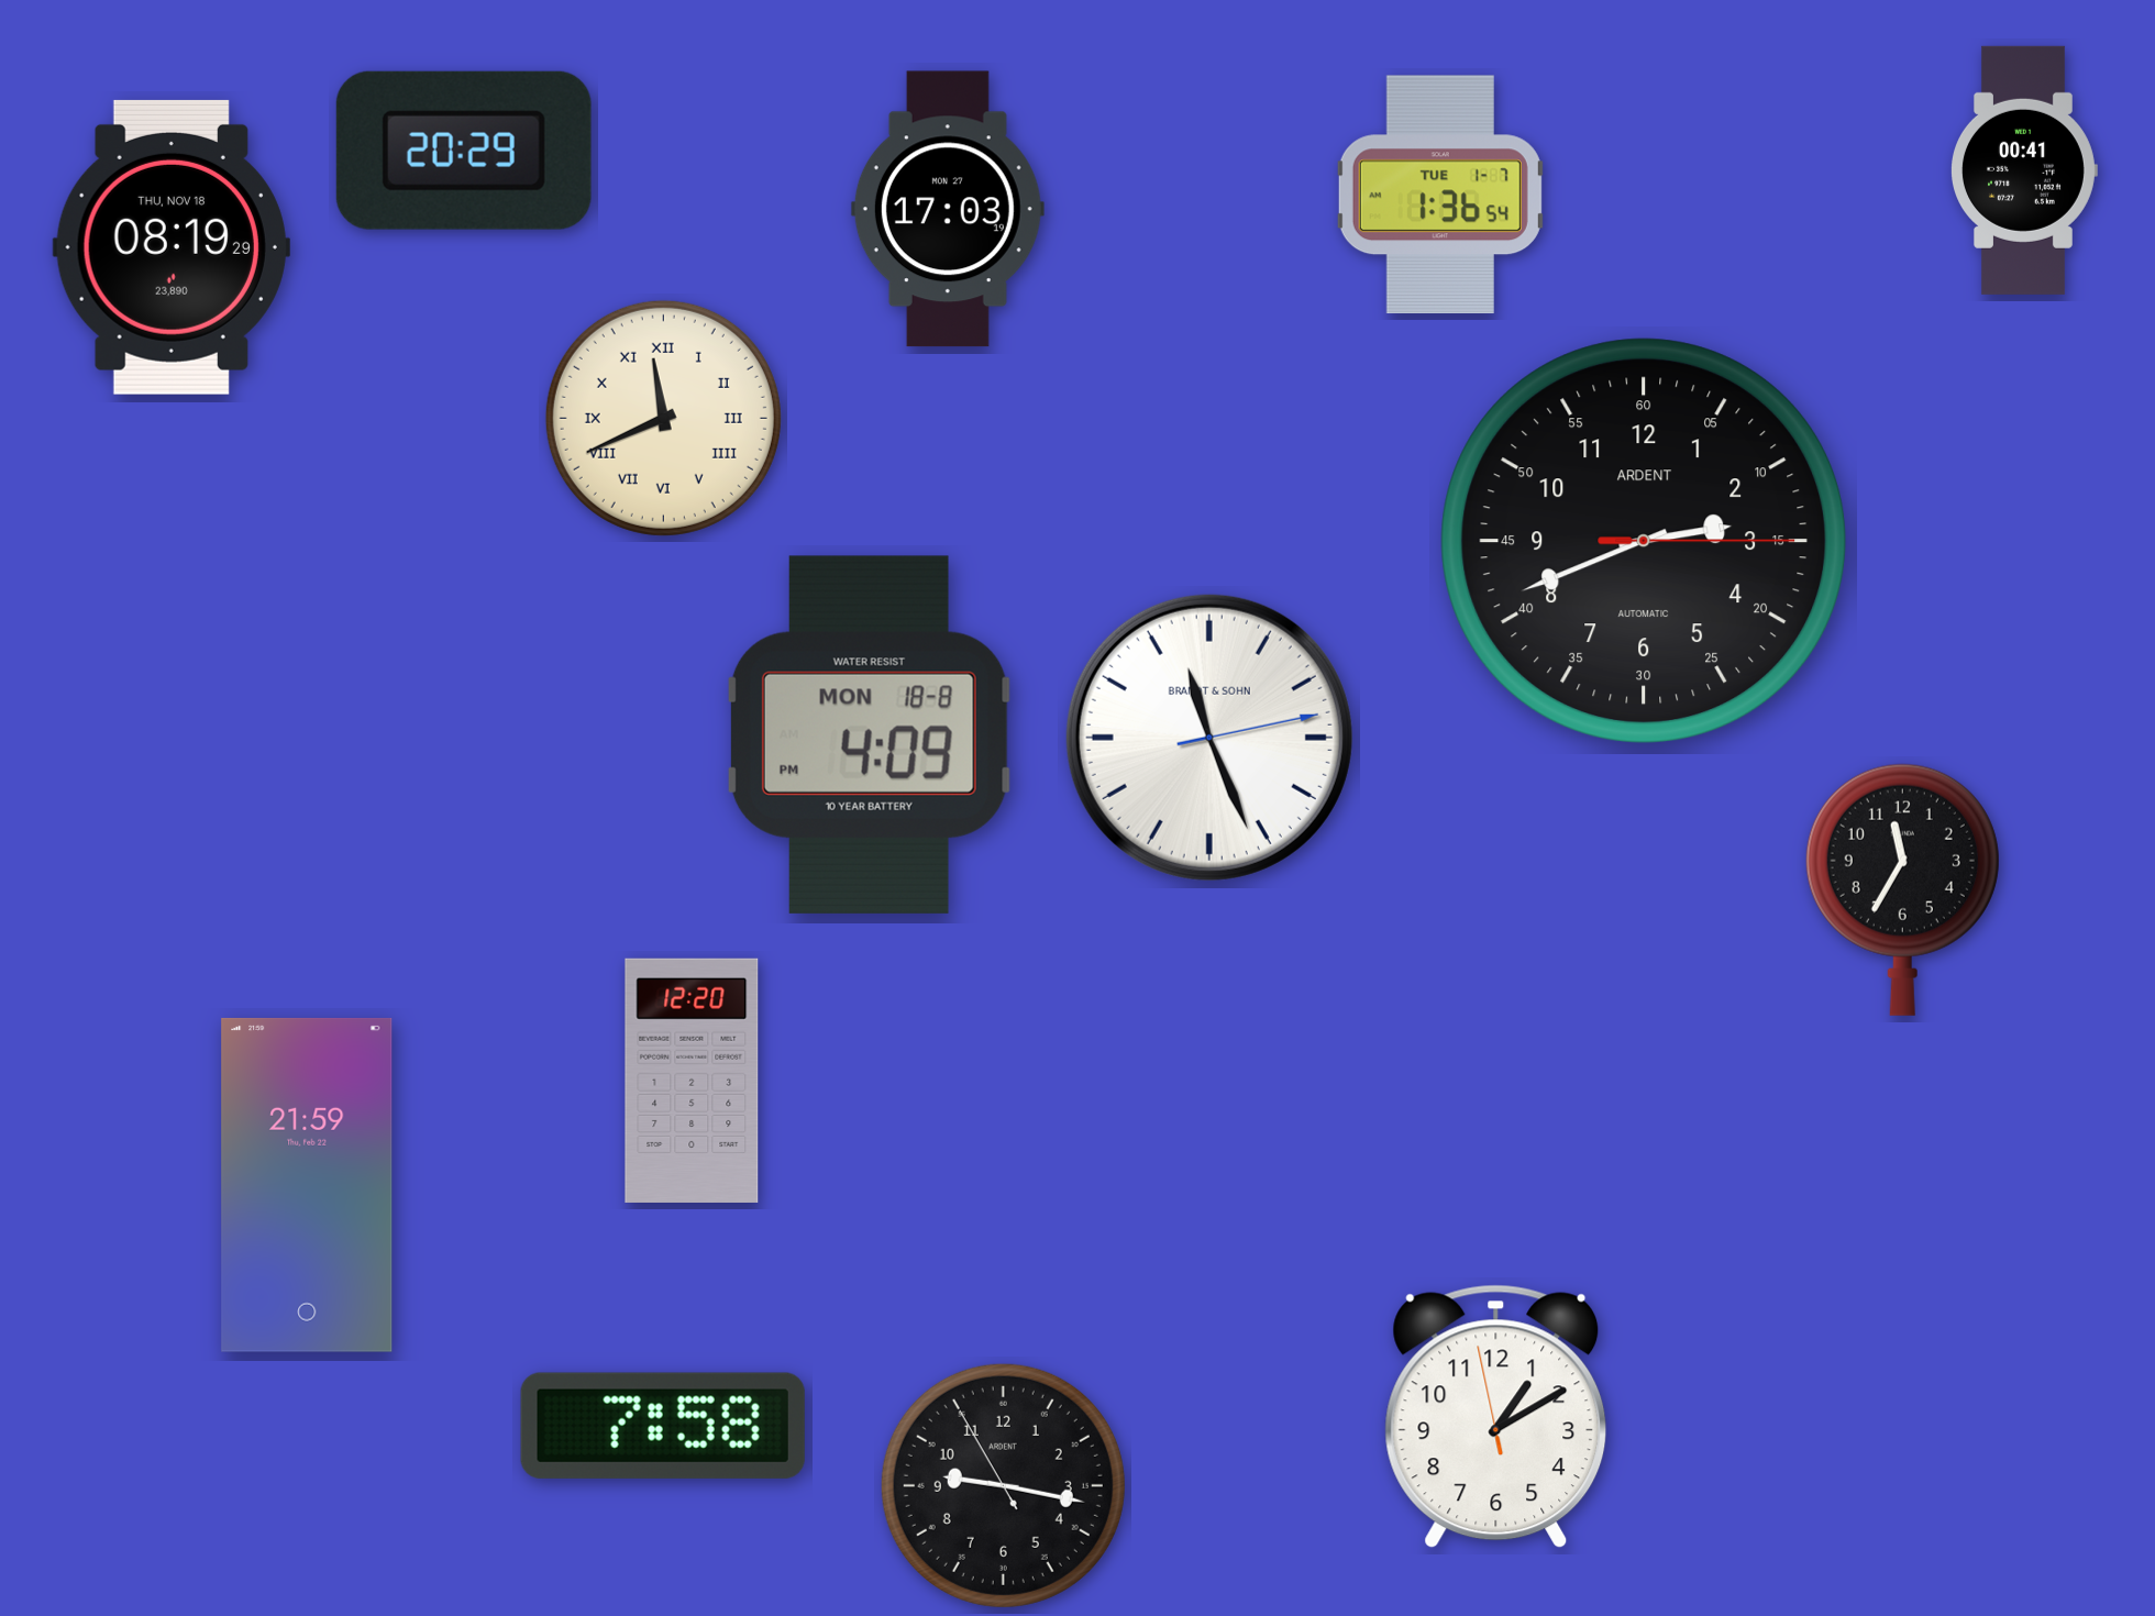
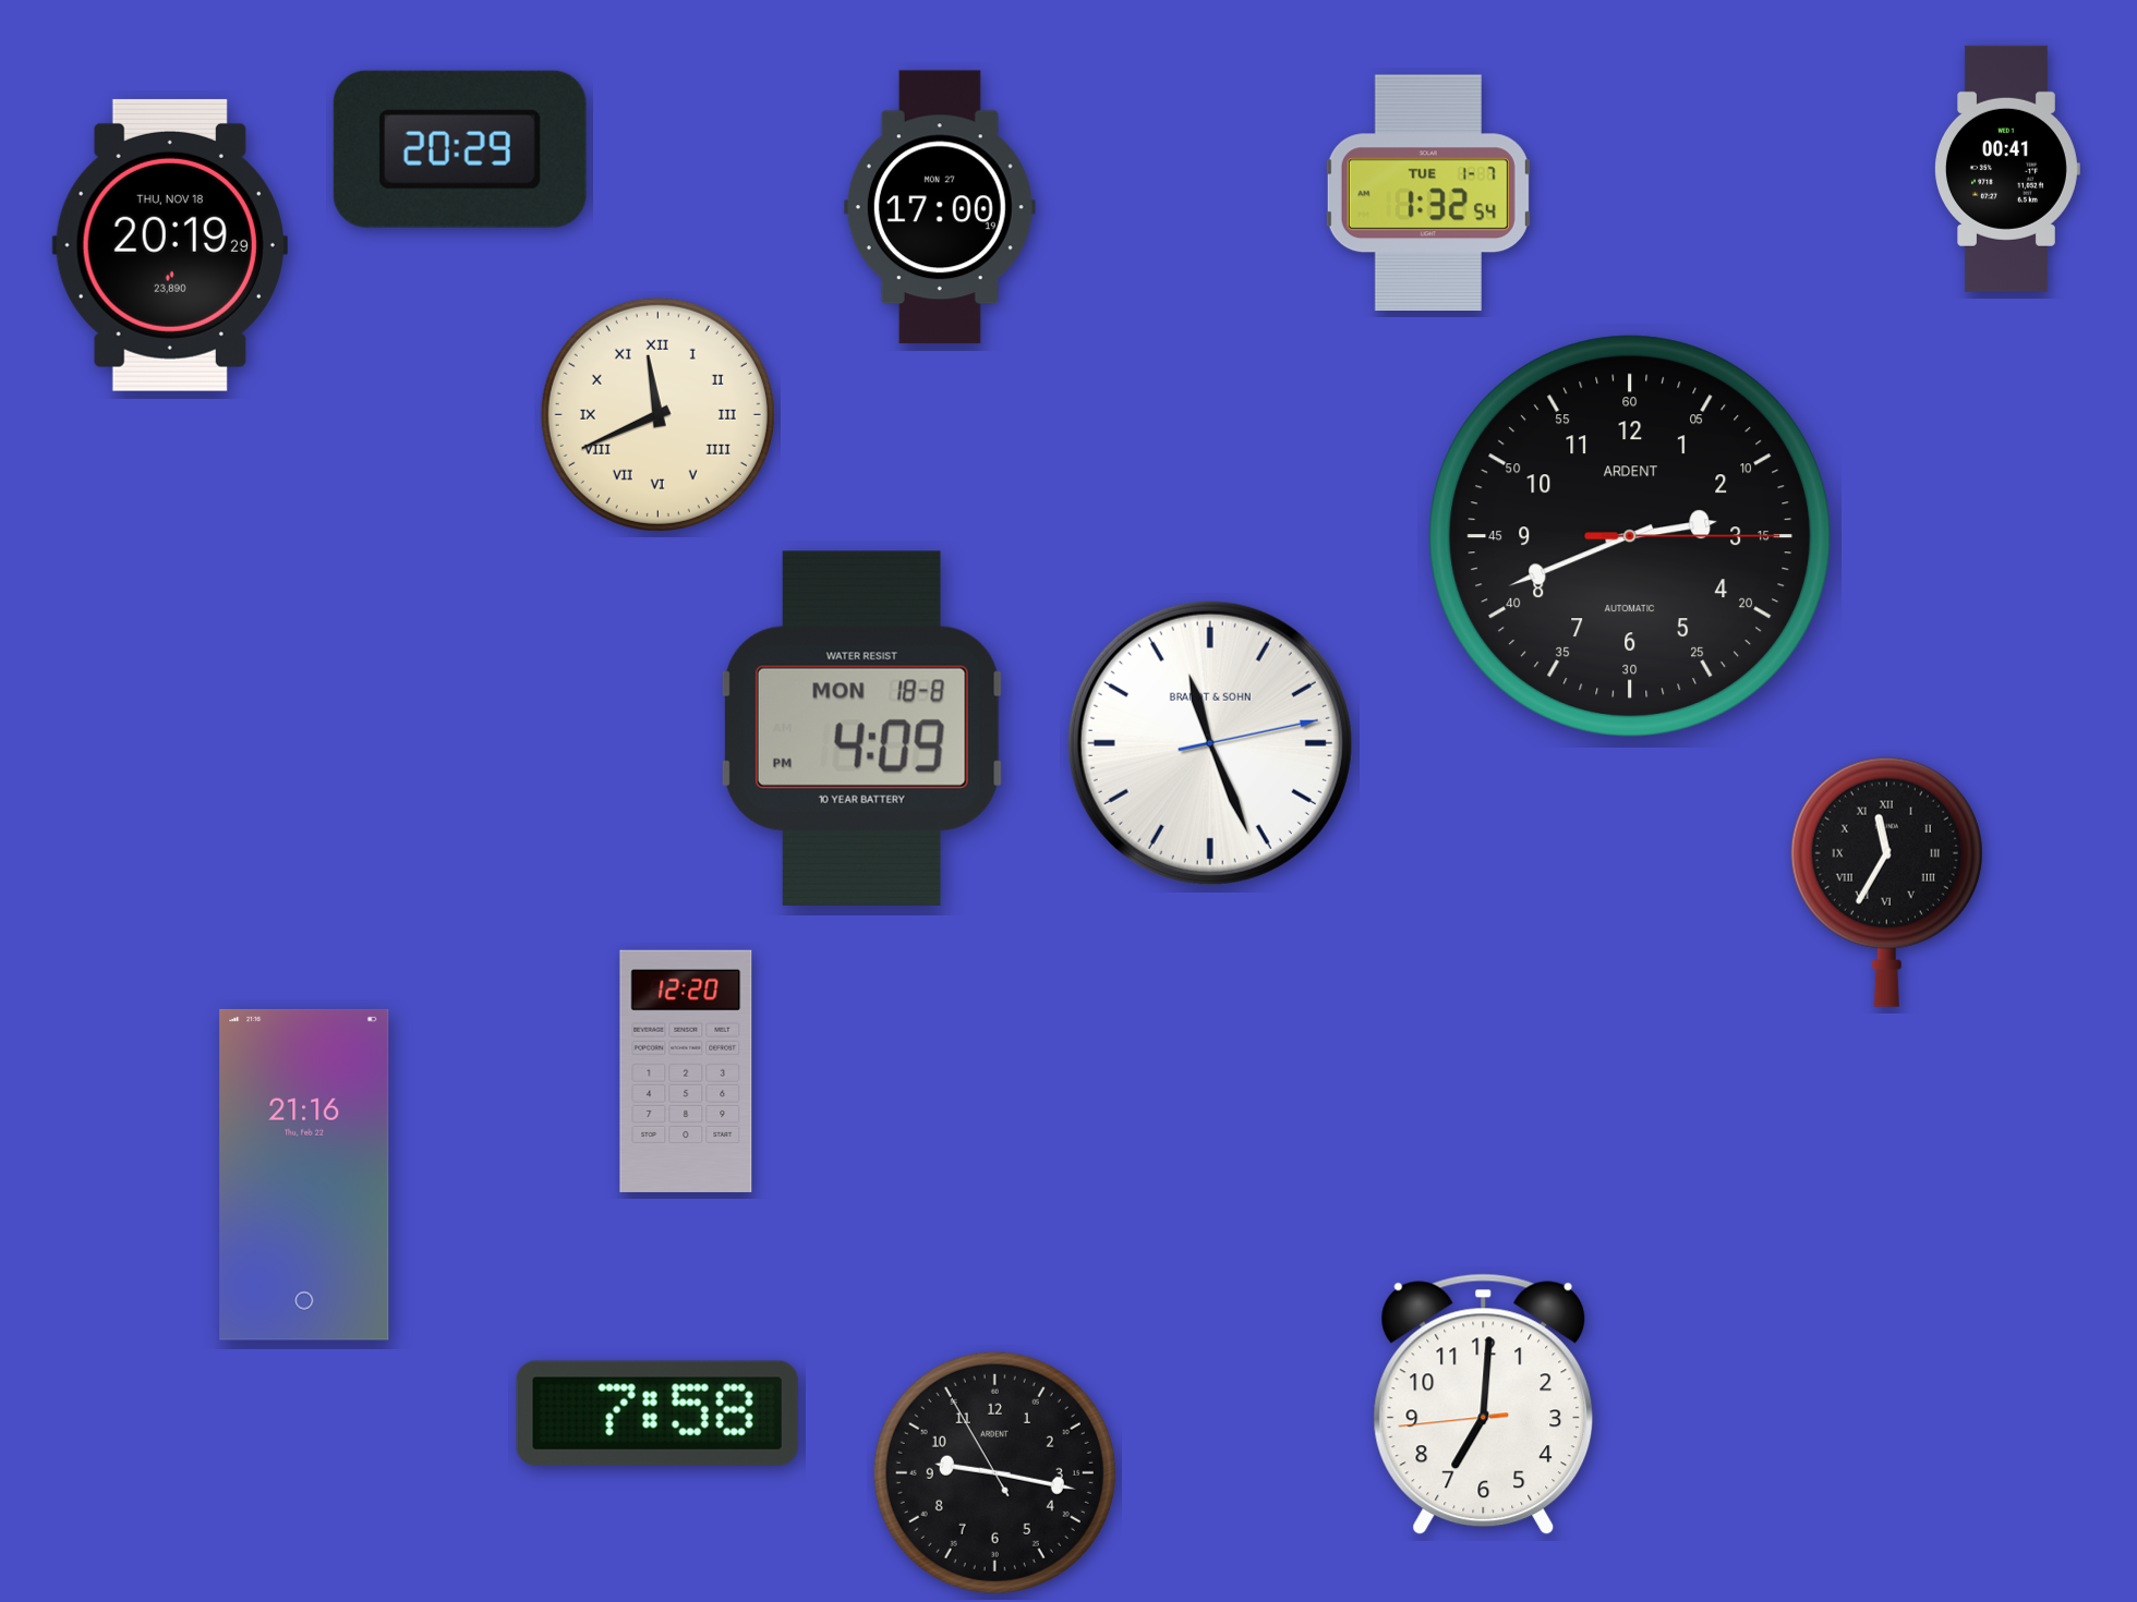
clock at (1440, 195): 1:36 -> 1:32
clock at (948, 209): 17:03 -> 17:00
clock at (172, 247): 08:19 -> 20:19
clock at (1209, 738) position: (1209, 738) -> (1210, 743)
clock at (1902, 889) numerals: Arabic -> Roman
clock at (307, 1185): 21:59 -> 21:16
clock at (1496, 1417): 1:09 -> 7:00
